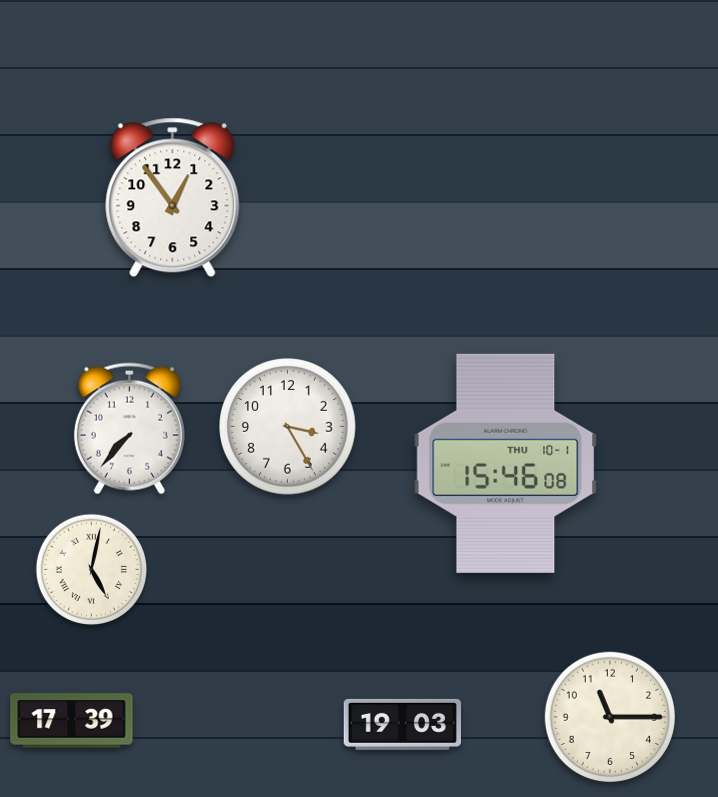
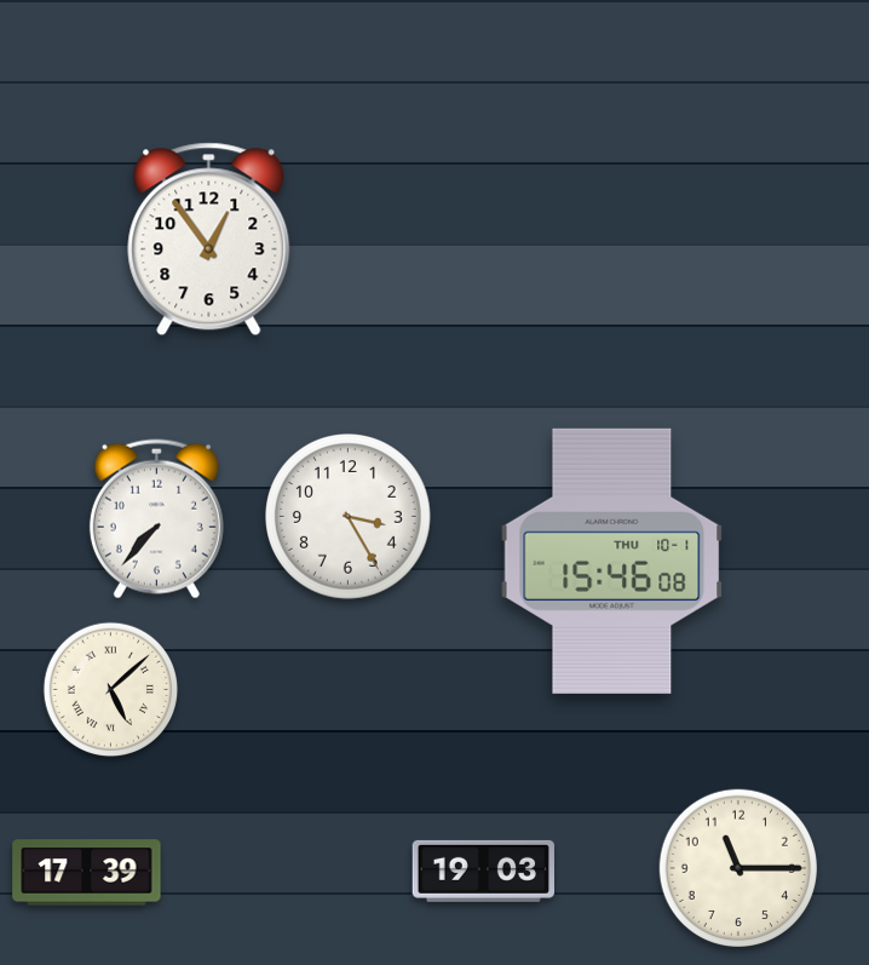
clock at (91, 569): 5:02 -> 5:08
clock at (402, 724) position: (402, 724) -> (483, 871)
